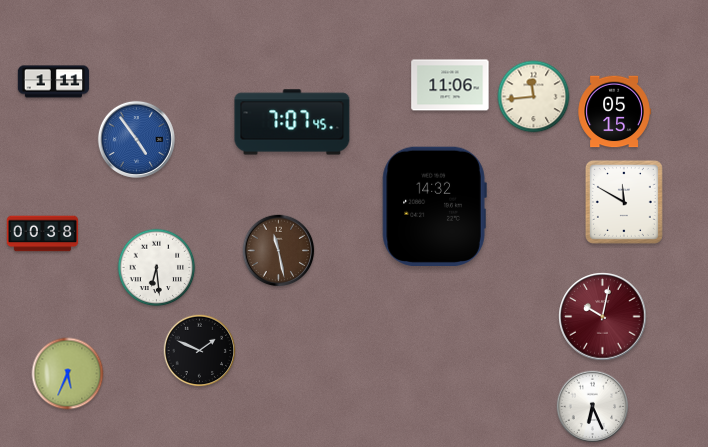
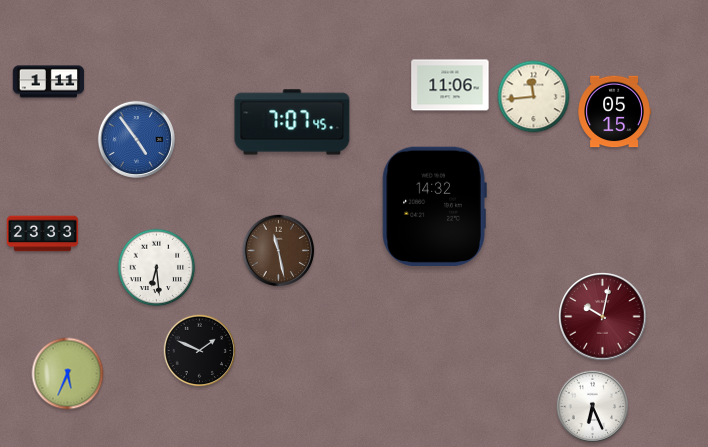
clock at (54, 82) position: (54, 82) -> (49, 82)
clock at (624, 202): 11:50 -> none
clock at (43, 234): 00:38 -> 23:33
